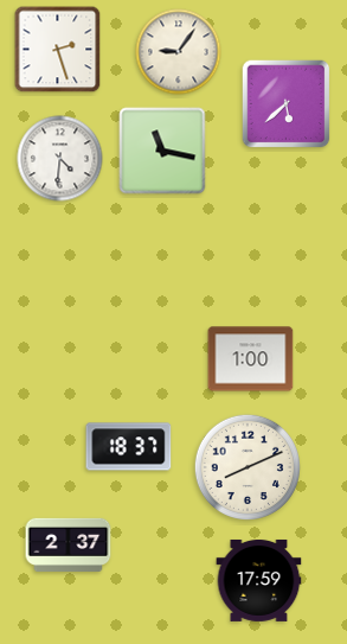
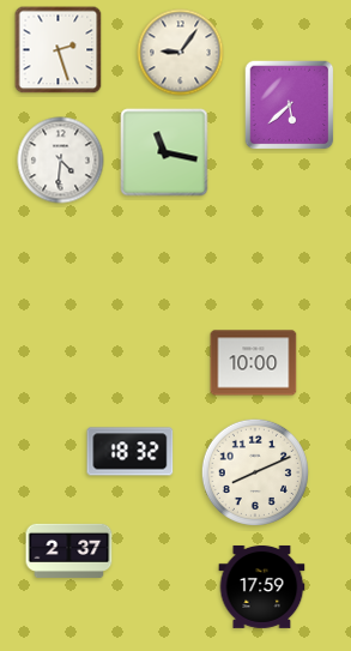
clock at (251, 359): 1:00 -> 10:00
clock at (129, 447): 18:37 -> 18:32
clock at (246, 466) position: (246, 466) -> (254, 471)
